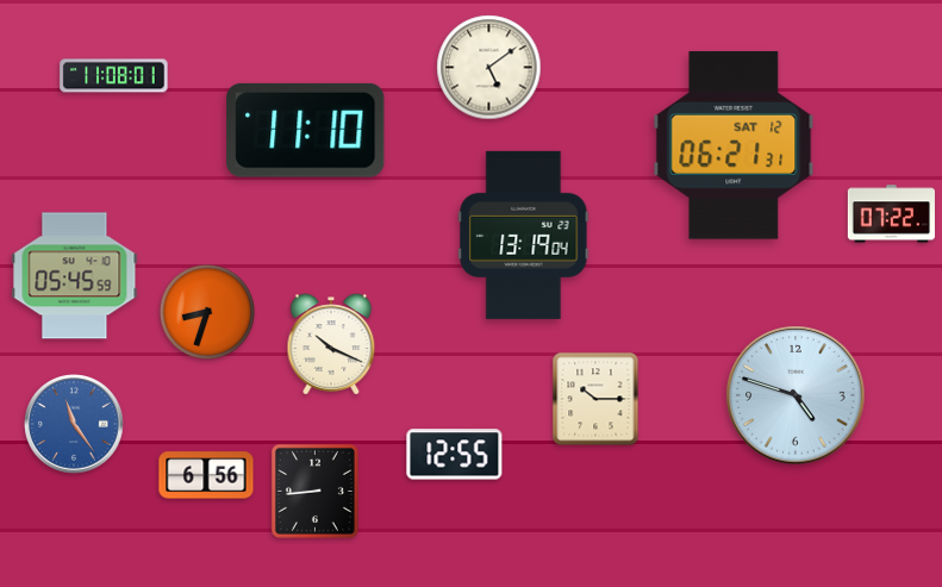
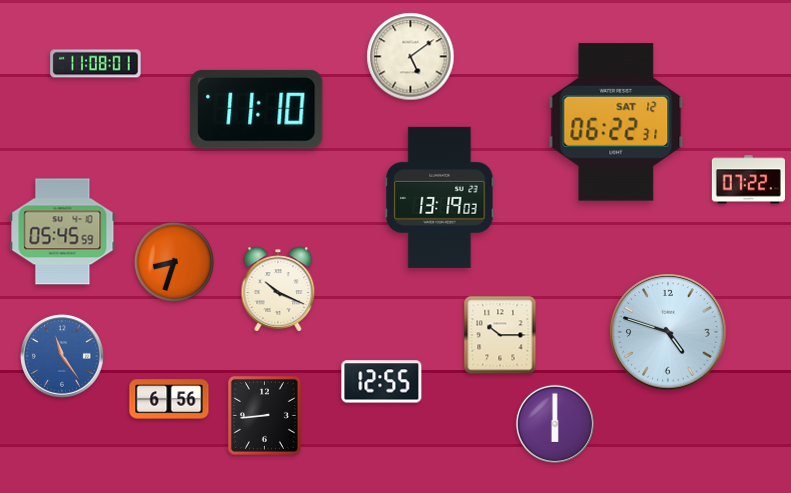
clock at (734, 145): 06:21 -> 06:22
clock at (524, 235): 13:19:04 -> 13:19:03
clock at (206, 475) position: (206, 475) -> (169, 399)
clock at (314, 491) position: (314, 491) -> (264, 415)
clock at (555, 424): none -> 6:00
